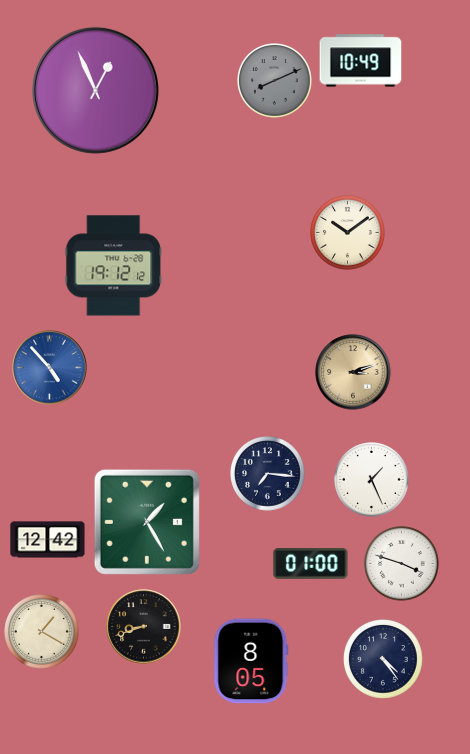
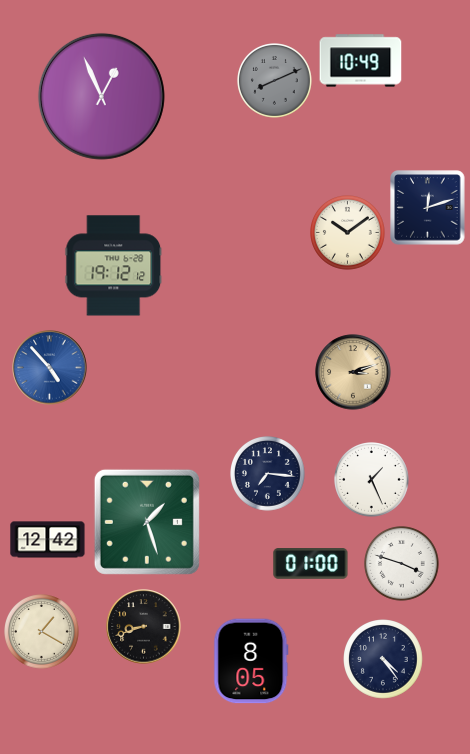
clock at (95, 90) position: (95, 90) -> (101, 96)
clock at (428, 208): none -> 12:12
clock at (147, 522): 1:25 -> 1:27
